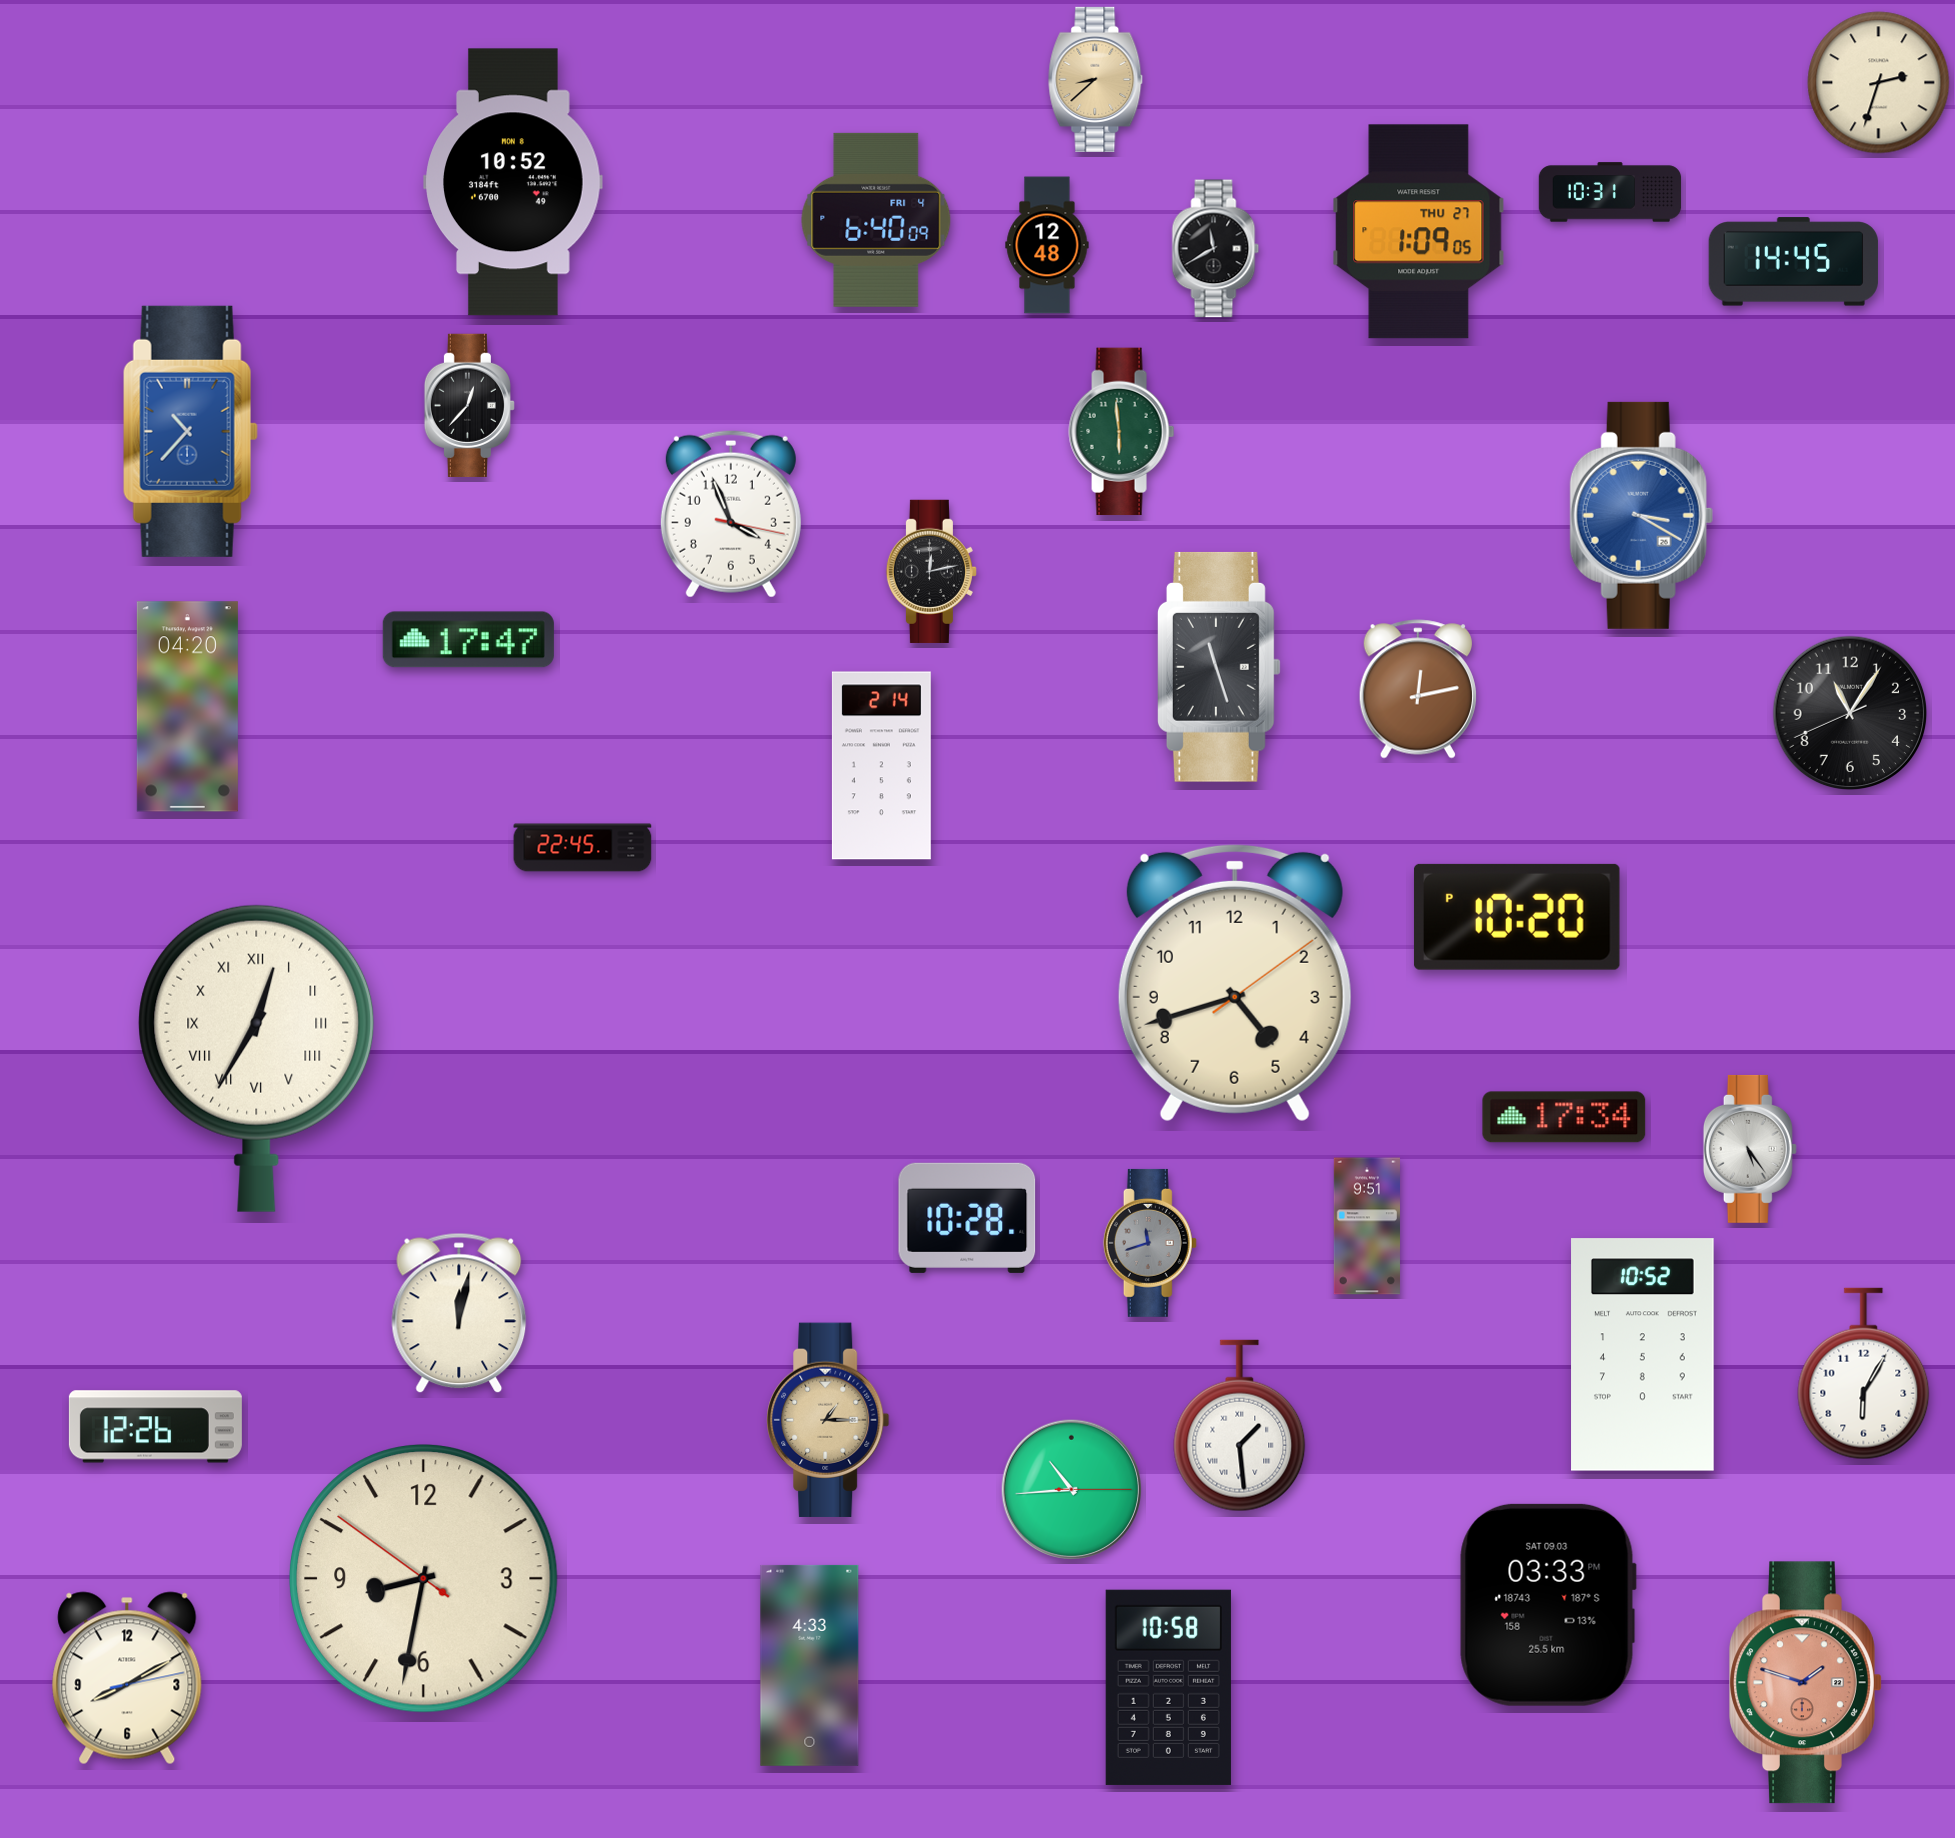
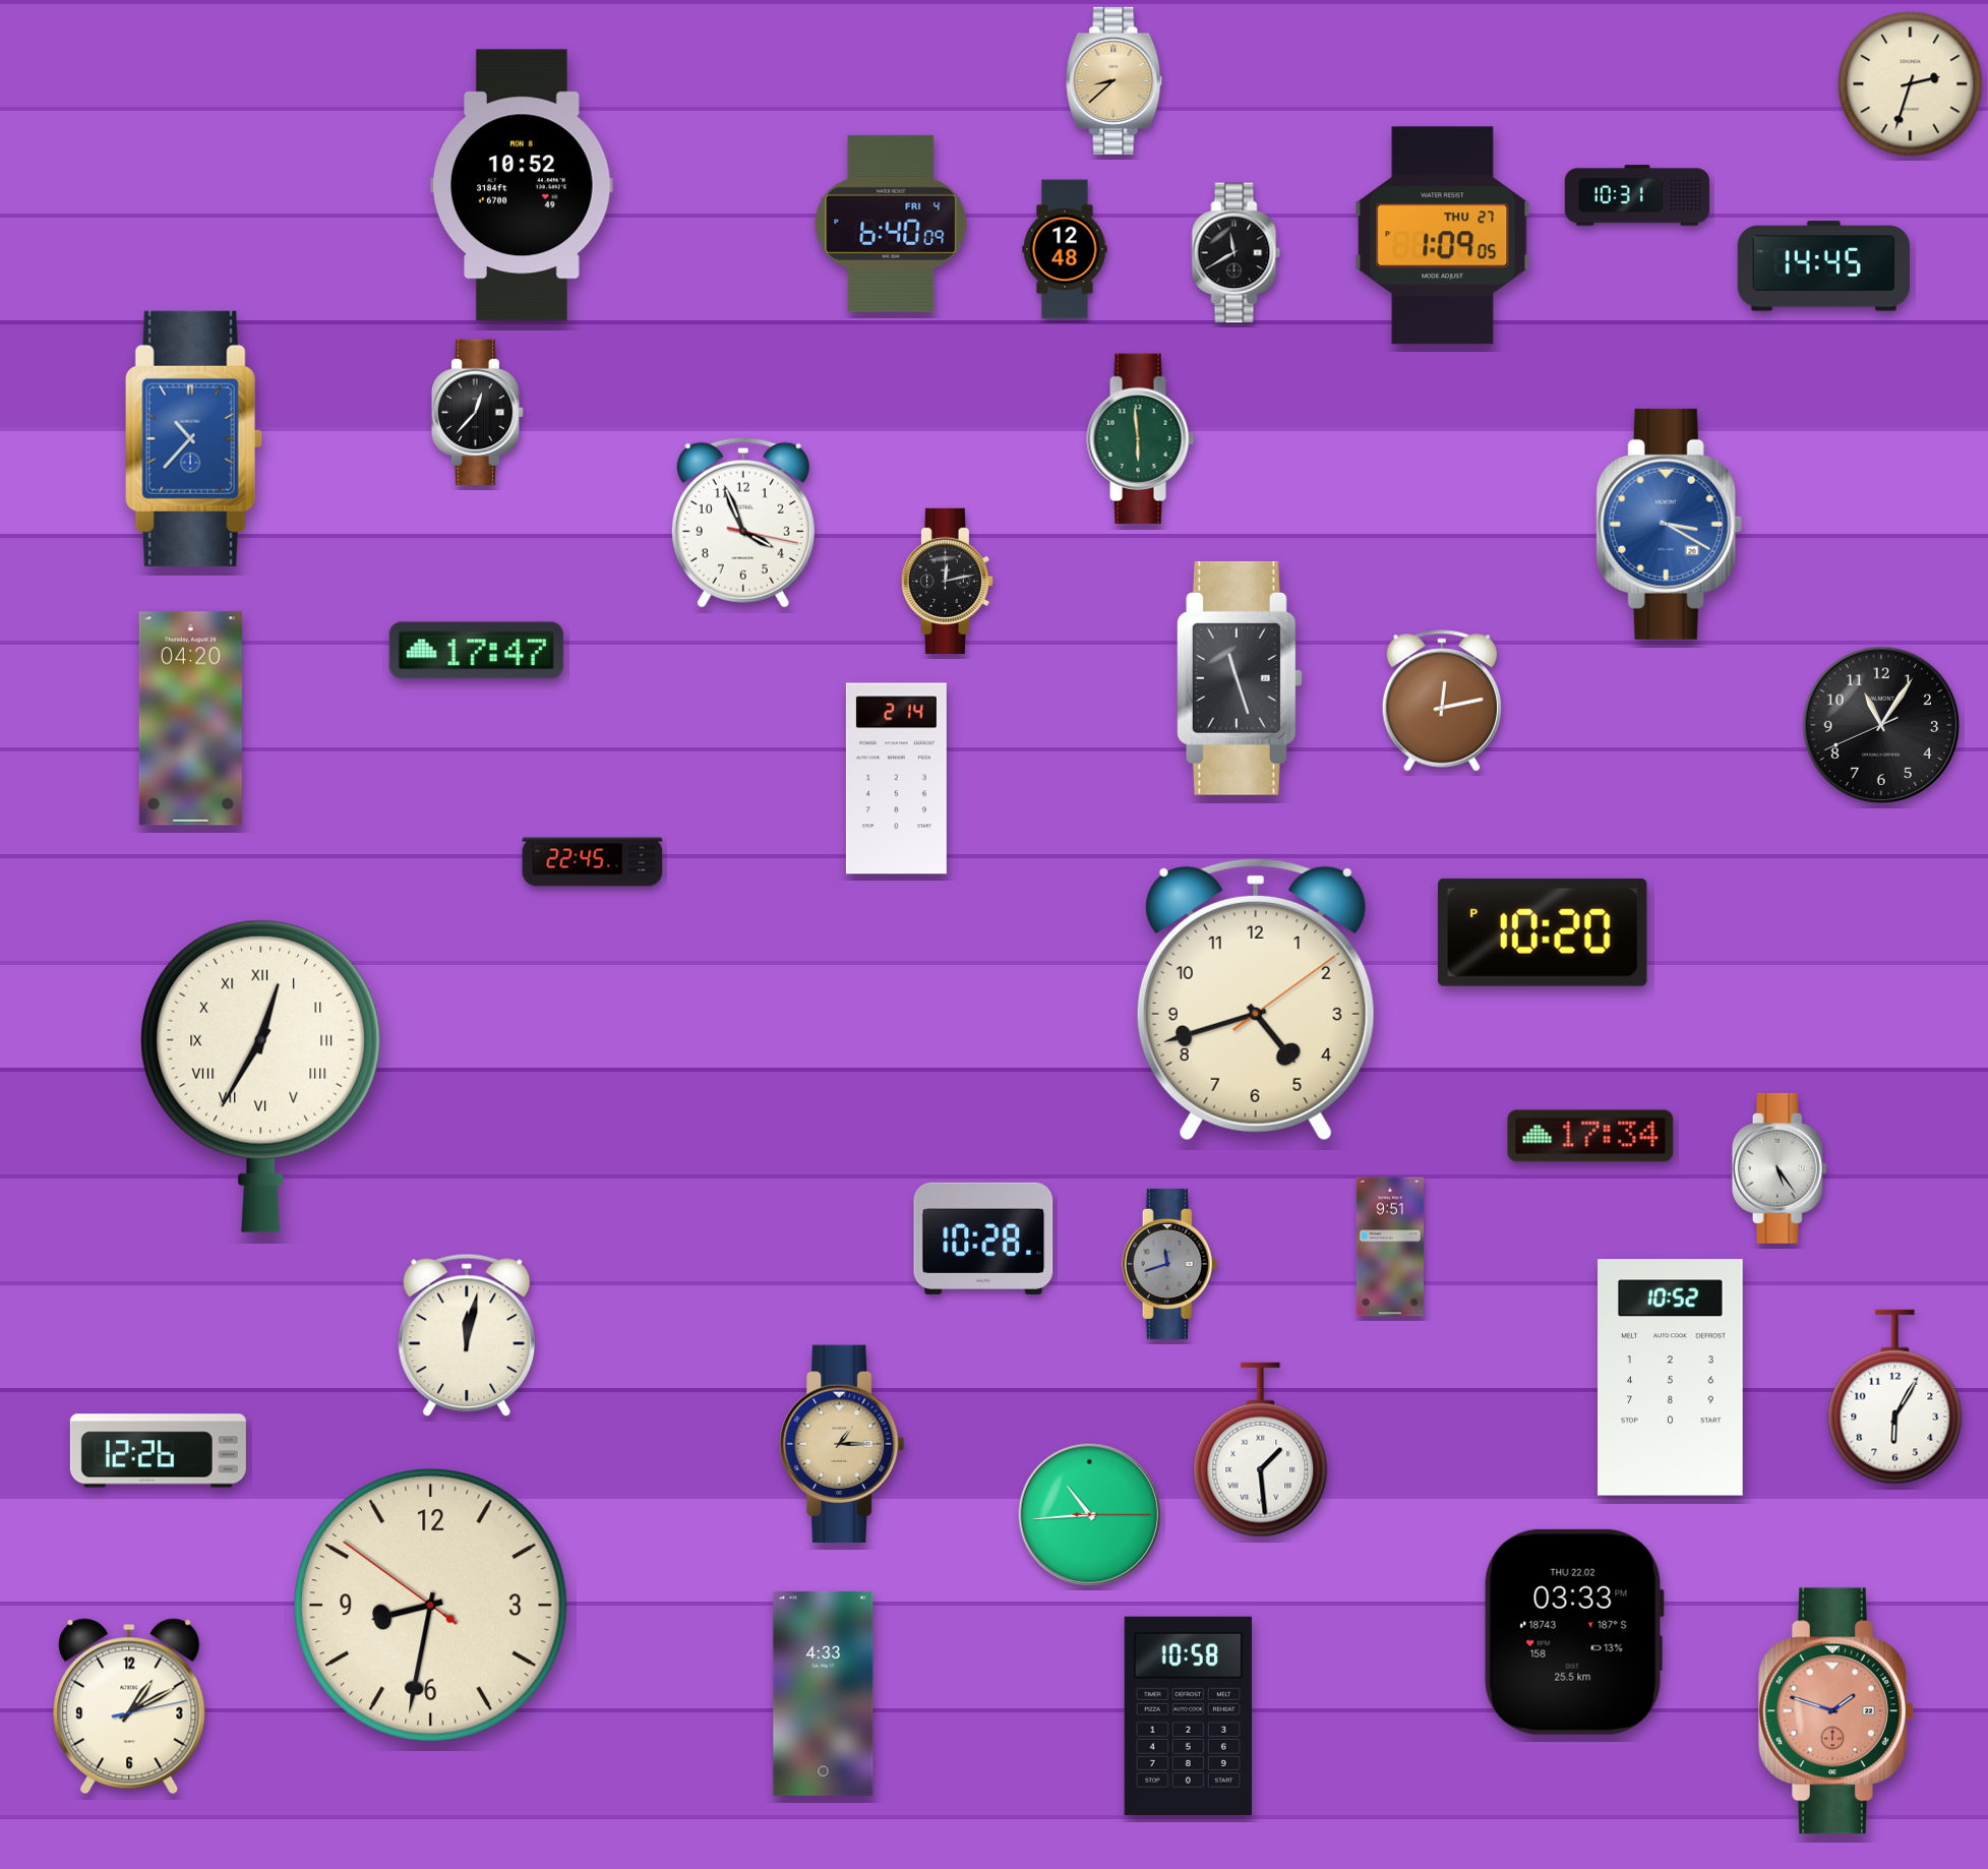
clock at (1548, 1605) date: SAT 09.03 -> THU 22.02
clock at (127, 1678): 8:10 -> 1:10
